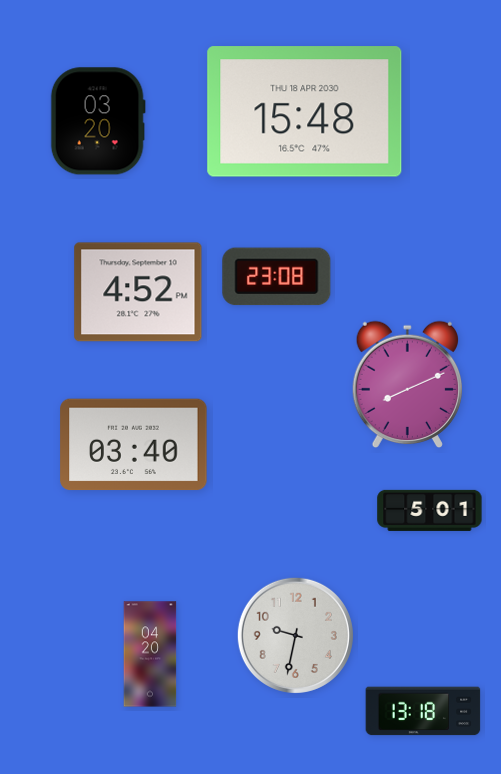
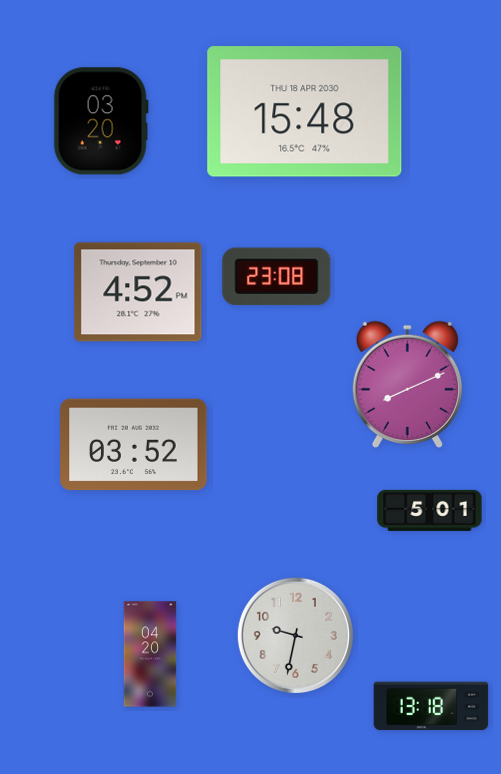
clock at (98, 121) position: (98, 121) -> (101, 121)
clock at (134, 445): 03:40 -> 03:52
clock at (423, 711) position: (423, 711) -> (431, 706)
